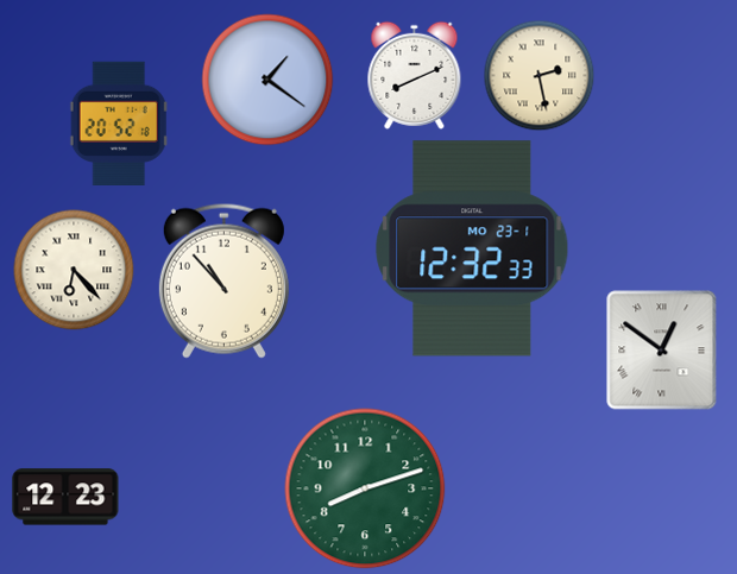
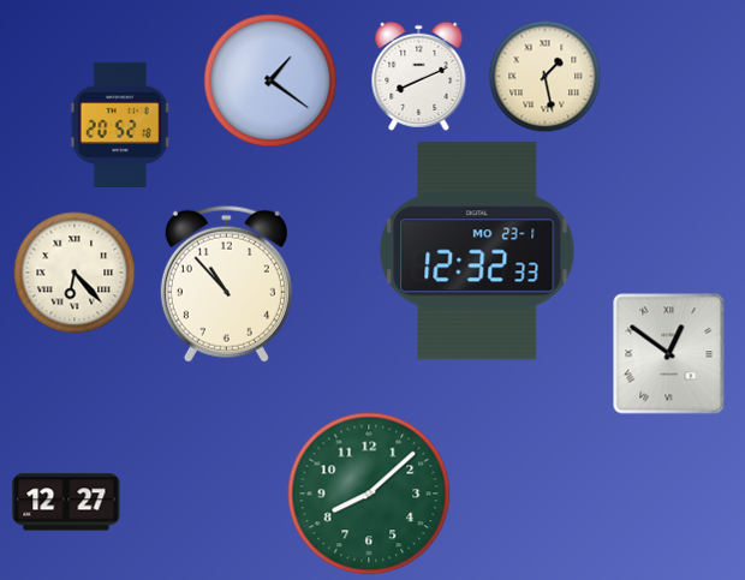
clock at (540, 76): 2:28 -> 1:28
clock at (365, 488): 8:12 -> 8:08
clock at (65, 497): 12:23 -> 12:27
